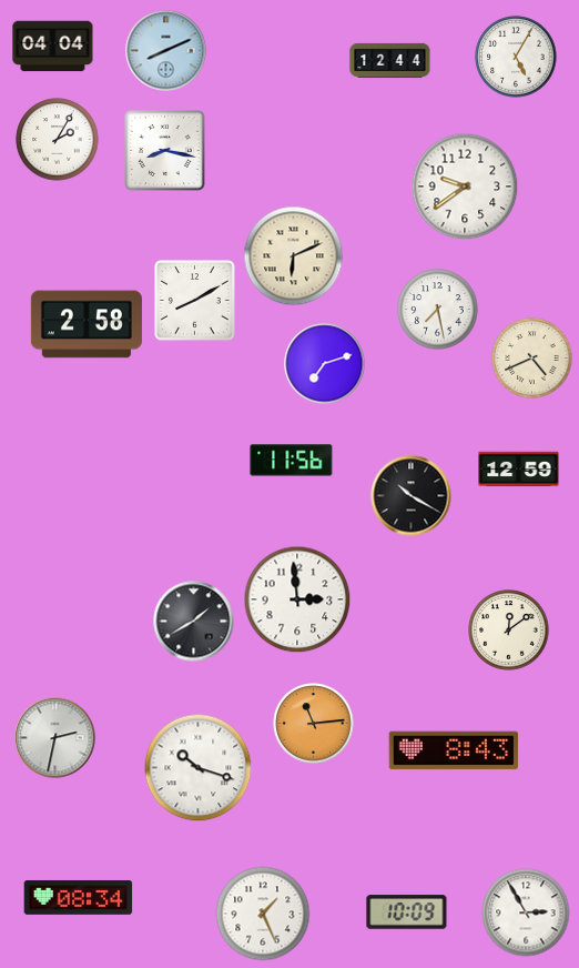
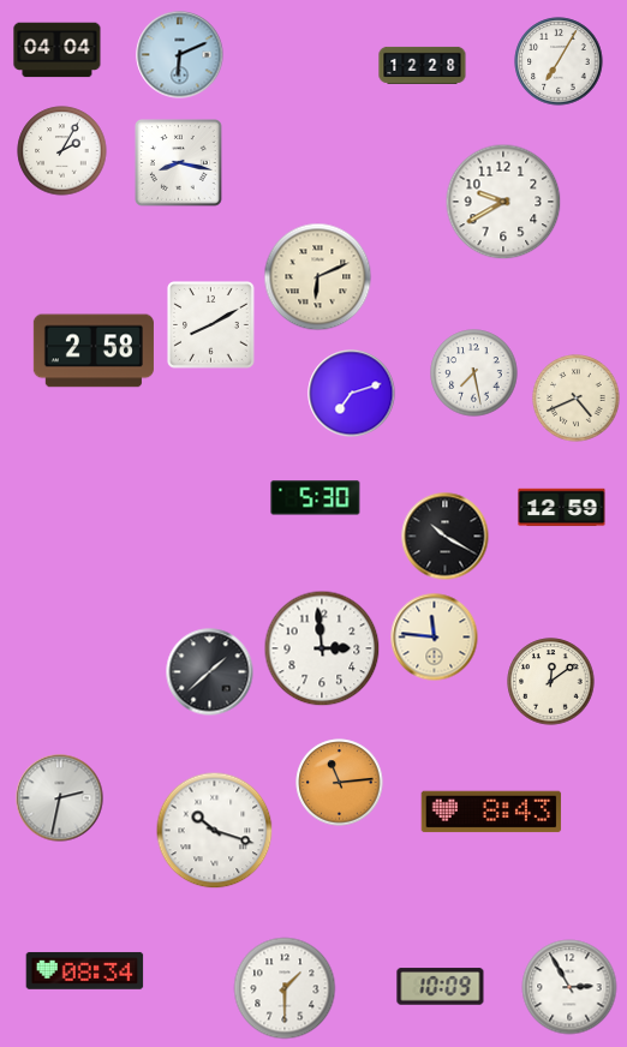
clock at (166, 51): 8:11 -> 6:11
clock at (516, 57): 5:05 -> 7:05
clock at (390, 60): 12:44 -> 12:28
clock at (465, 186): 9:39 -> 9:40
clock at (438, 310) position: (438, 310) -> (474, 373)
clock at (532, 359) position: (532, 359) -> (577, 399)
clock at (292, 461): 11:56 -> 5:30
clock at (435, 638): none -> 11:46
clock at (194, 622): 1:40 -> 1:38
clock at (263, 914): 1:26 -> 1:30
